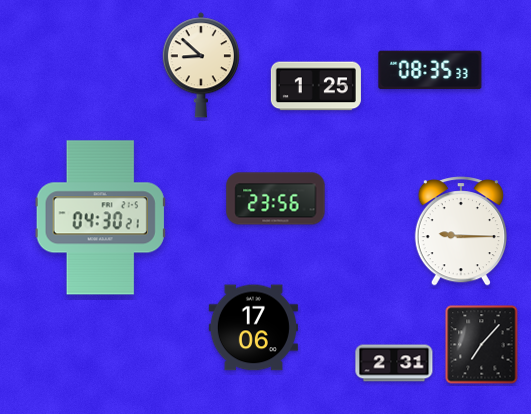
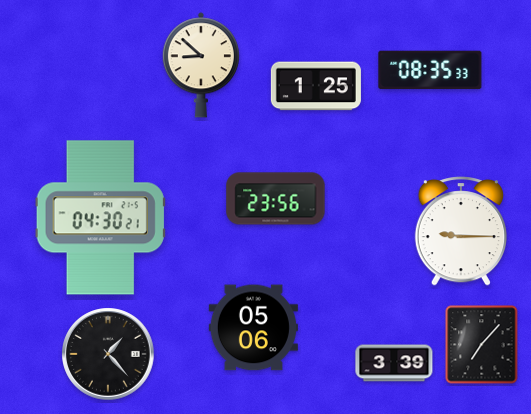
clock at (253, 328): 17:06 -> 05:06
clock at (108, 354): none -> 1:23
clock at (394, 363): 2:31 -> 3:39
